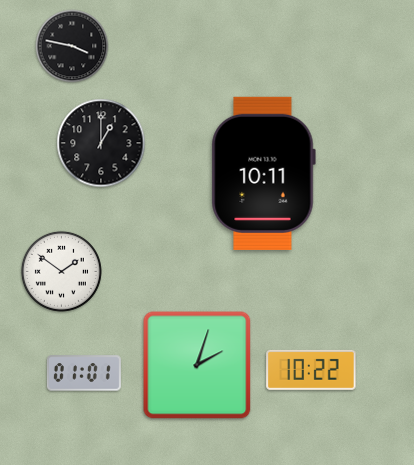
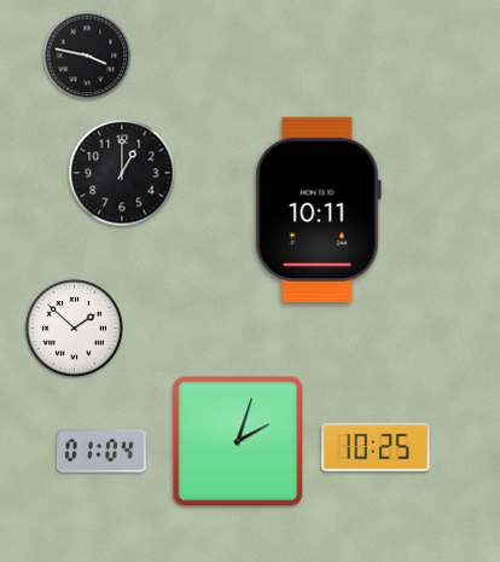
clock at (61, 271): 1:51 -> 1:52
clock at (311, 370): 10:22 -> 10:25
clock at (84, 373): 01:01 -> 01:04
